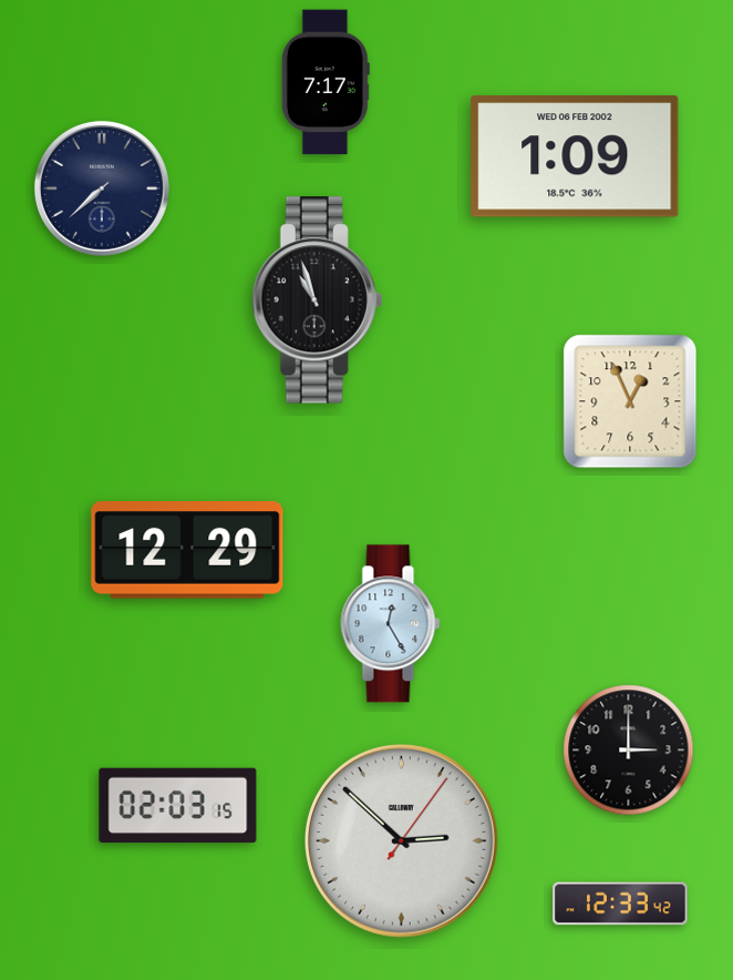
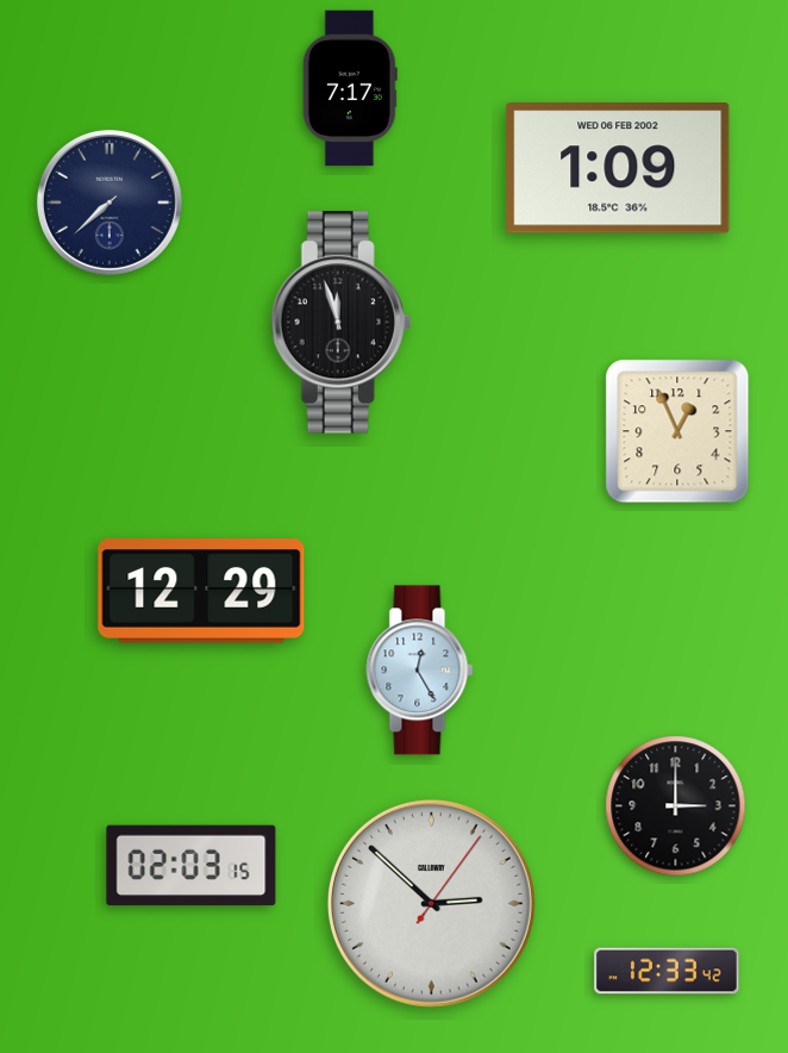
clock at (318, 300): 10:57 -> 11:57
